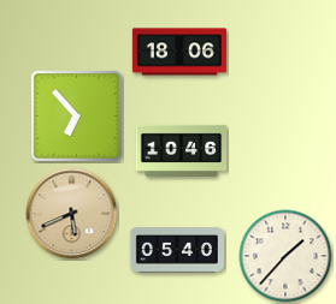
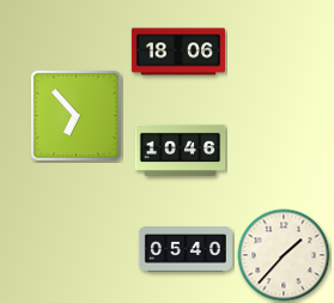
clock at (72, 214): 5:41 -> none
clock at (177, 250) position: (177, 250) -> (186, 249)
